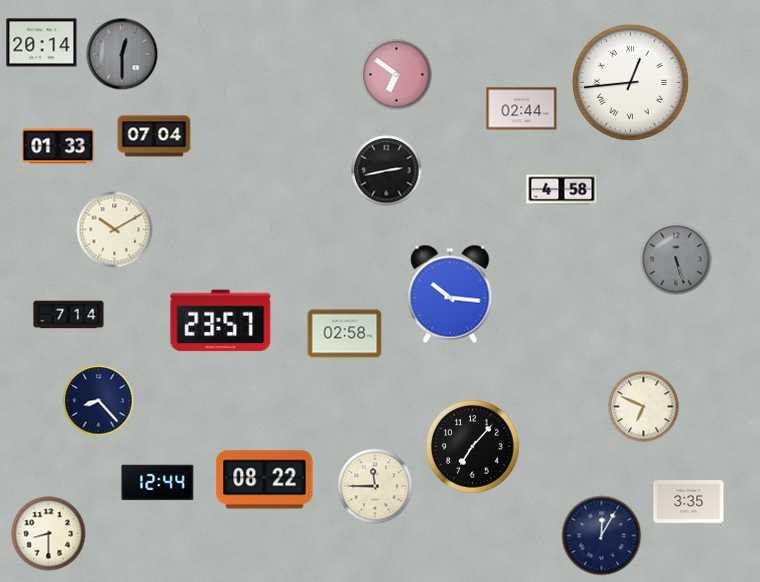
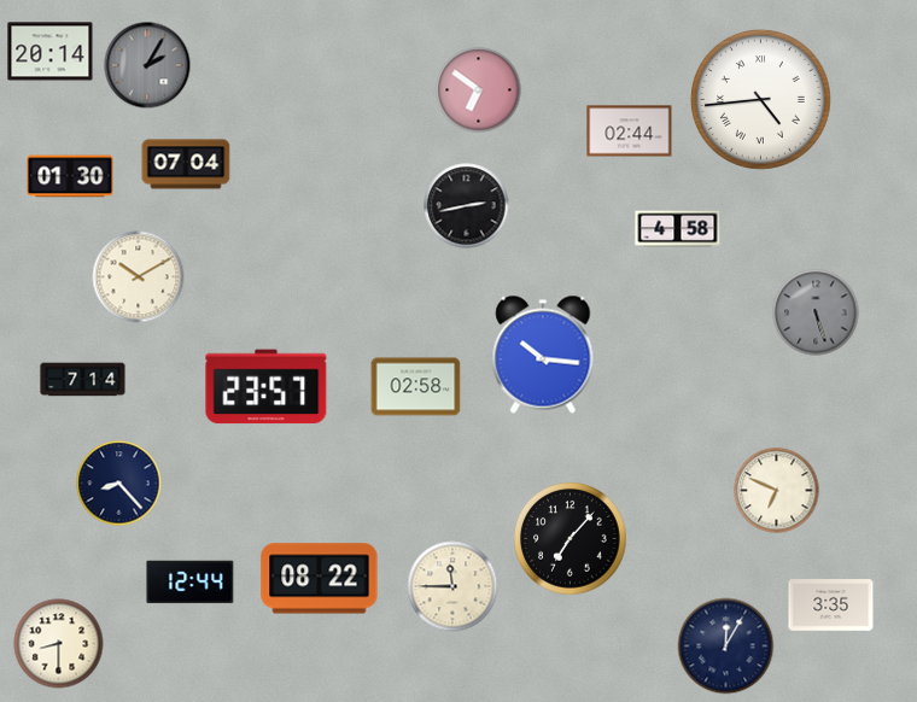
clock at (122, 54): 12:30 -> 2:05
clock at (630, 82): 12:44 -> 4:44
clock at (58, 146): 01:33 -> 01:30
clock at (345, 334) position: (345, 334) -> (416, 387)
